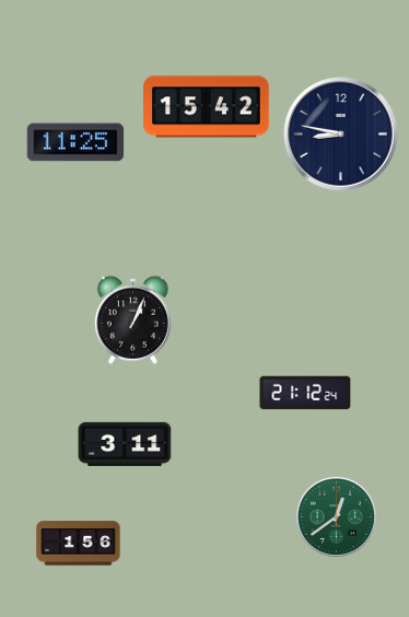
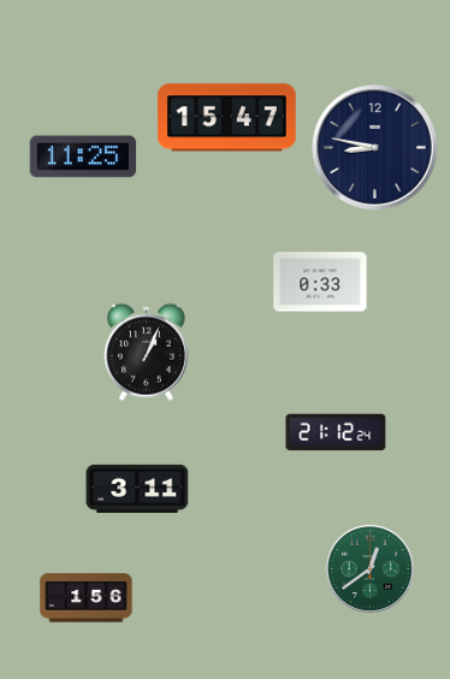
clock at (207, 107): 15:42 -> 15:47
clock at (320, 282): none -> 0:33
